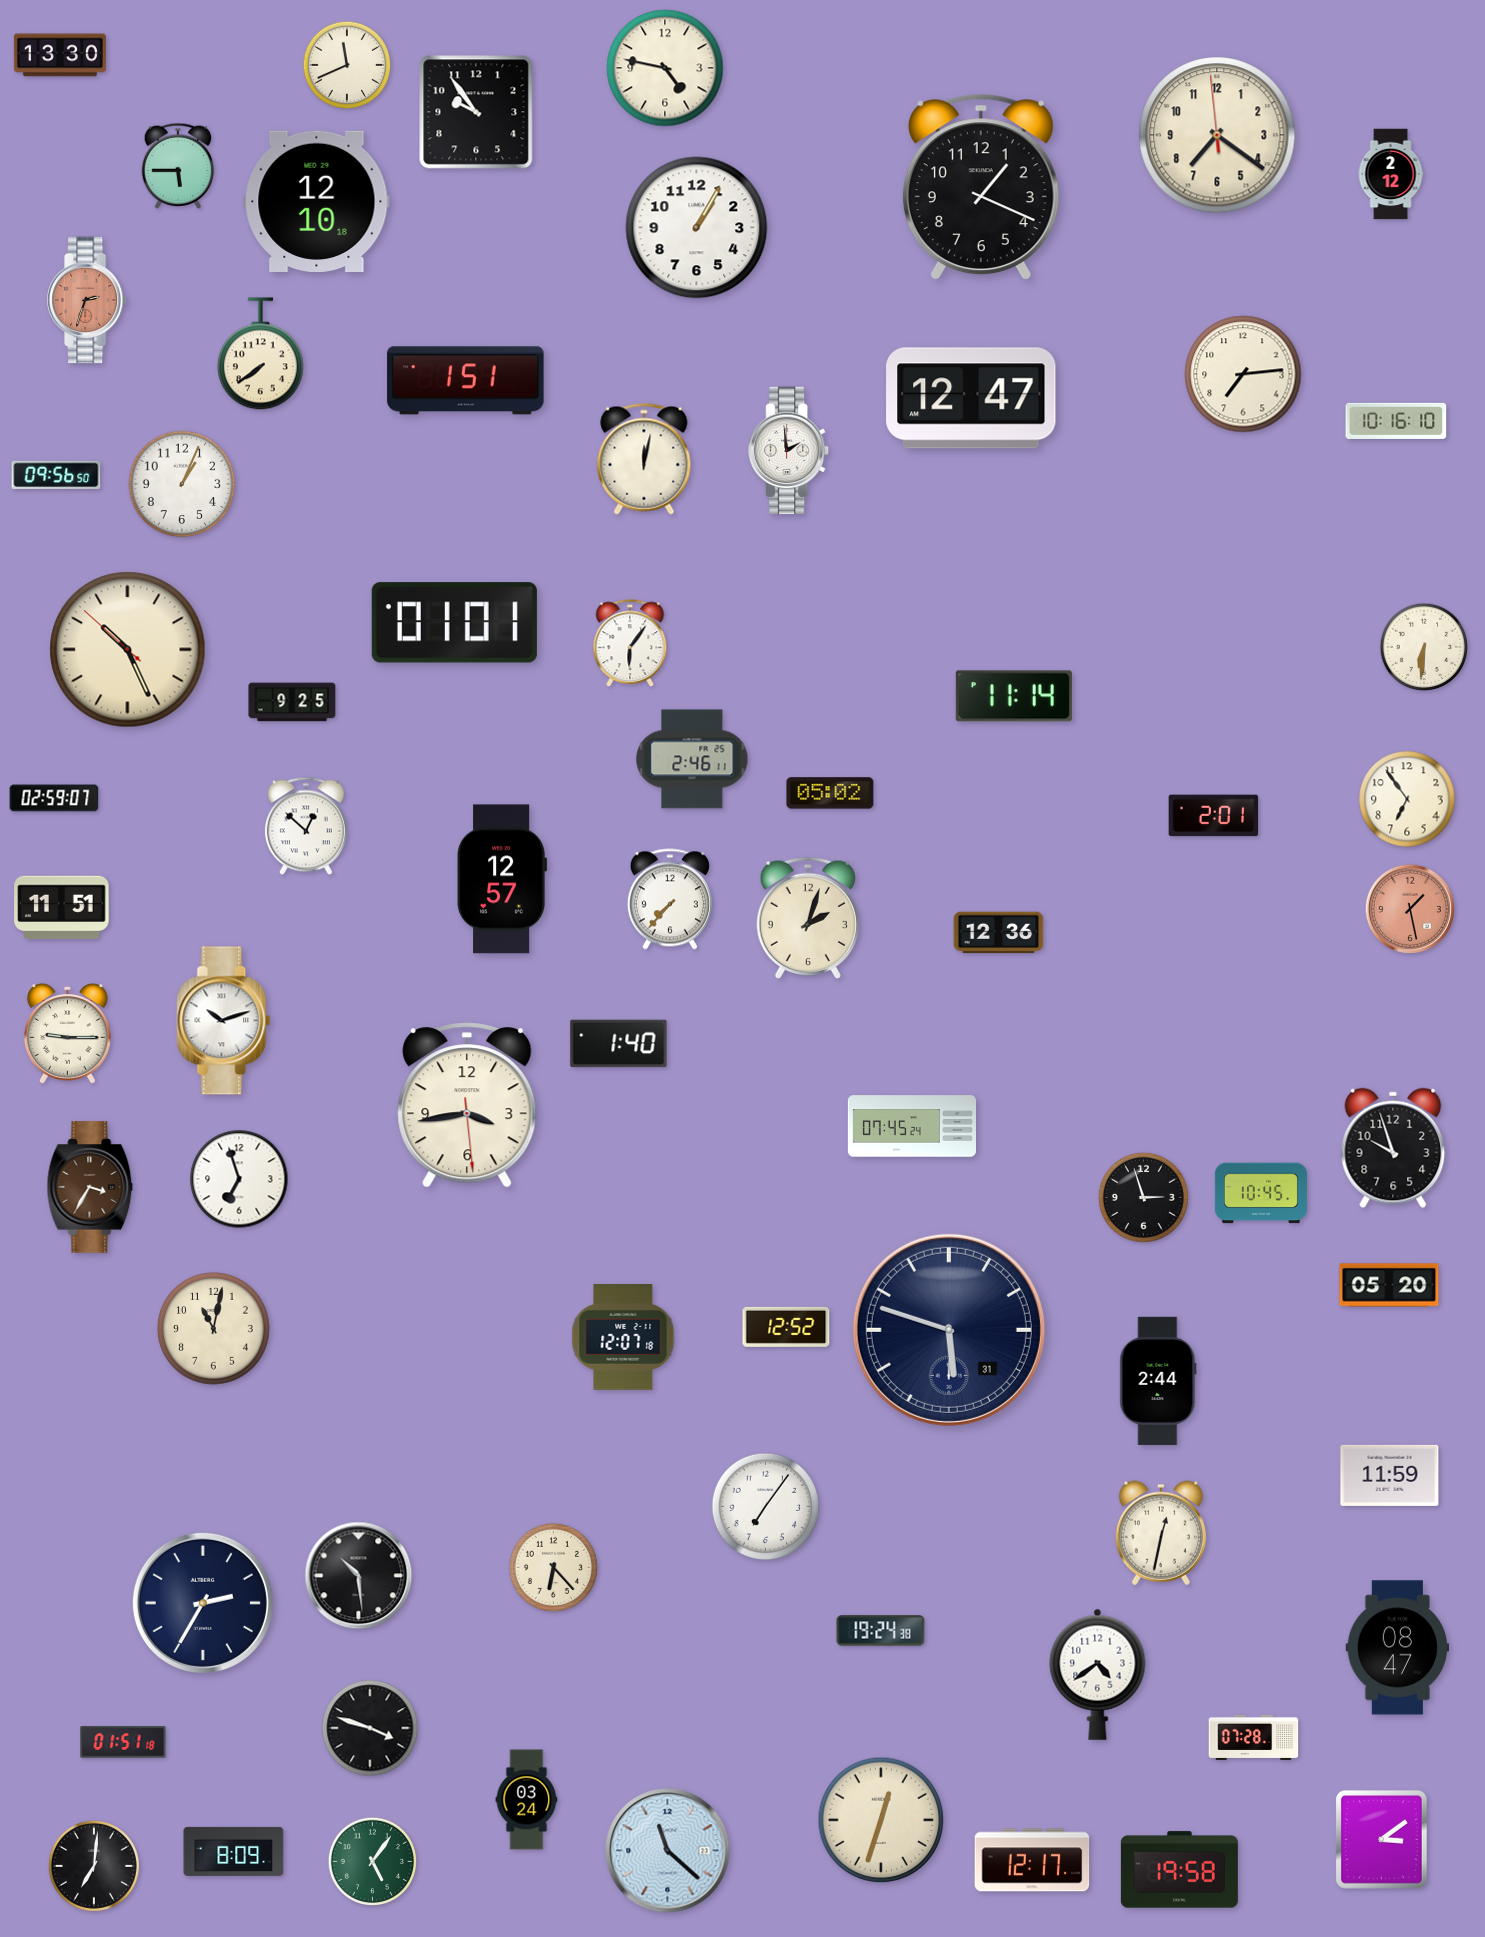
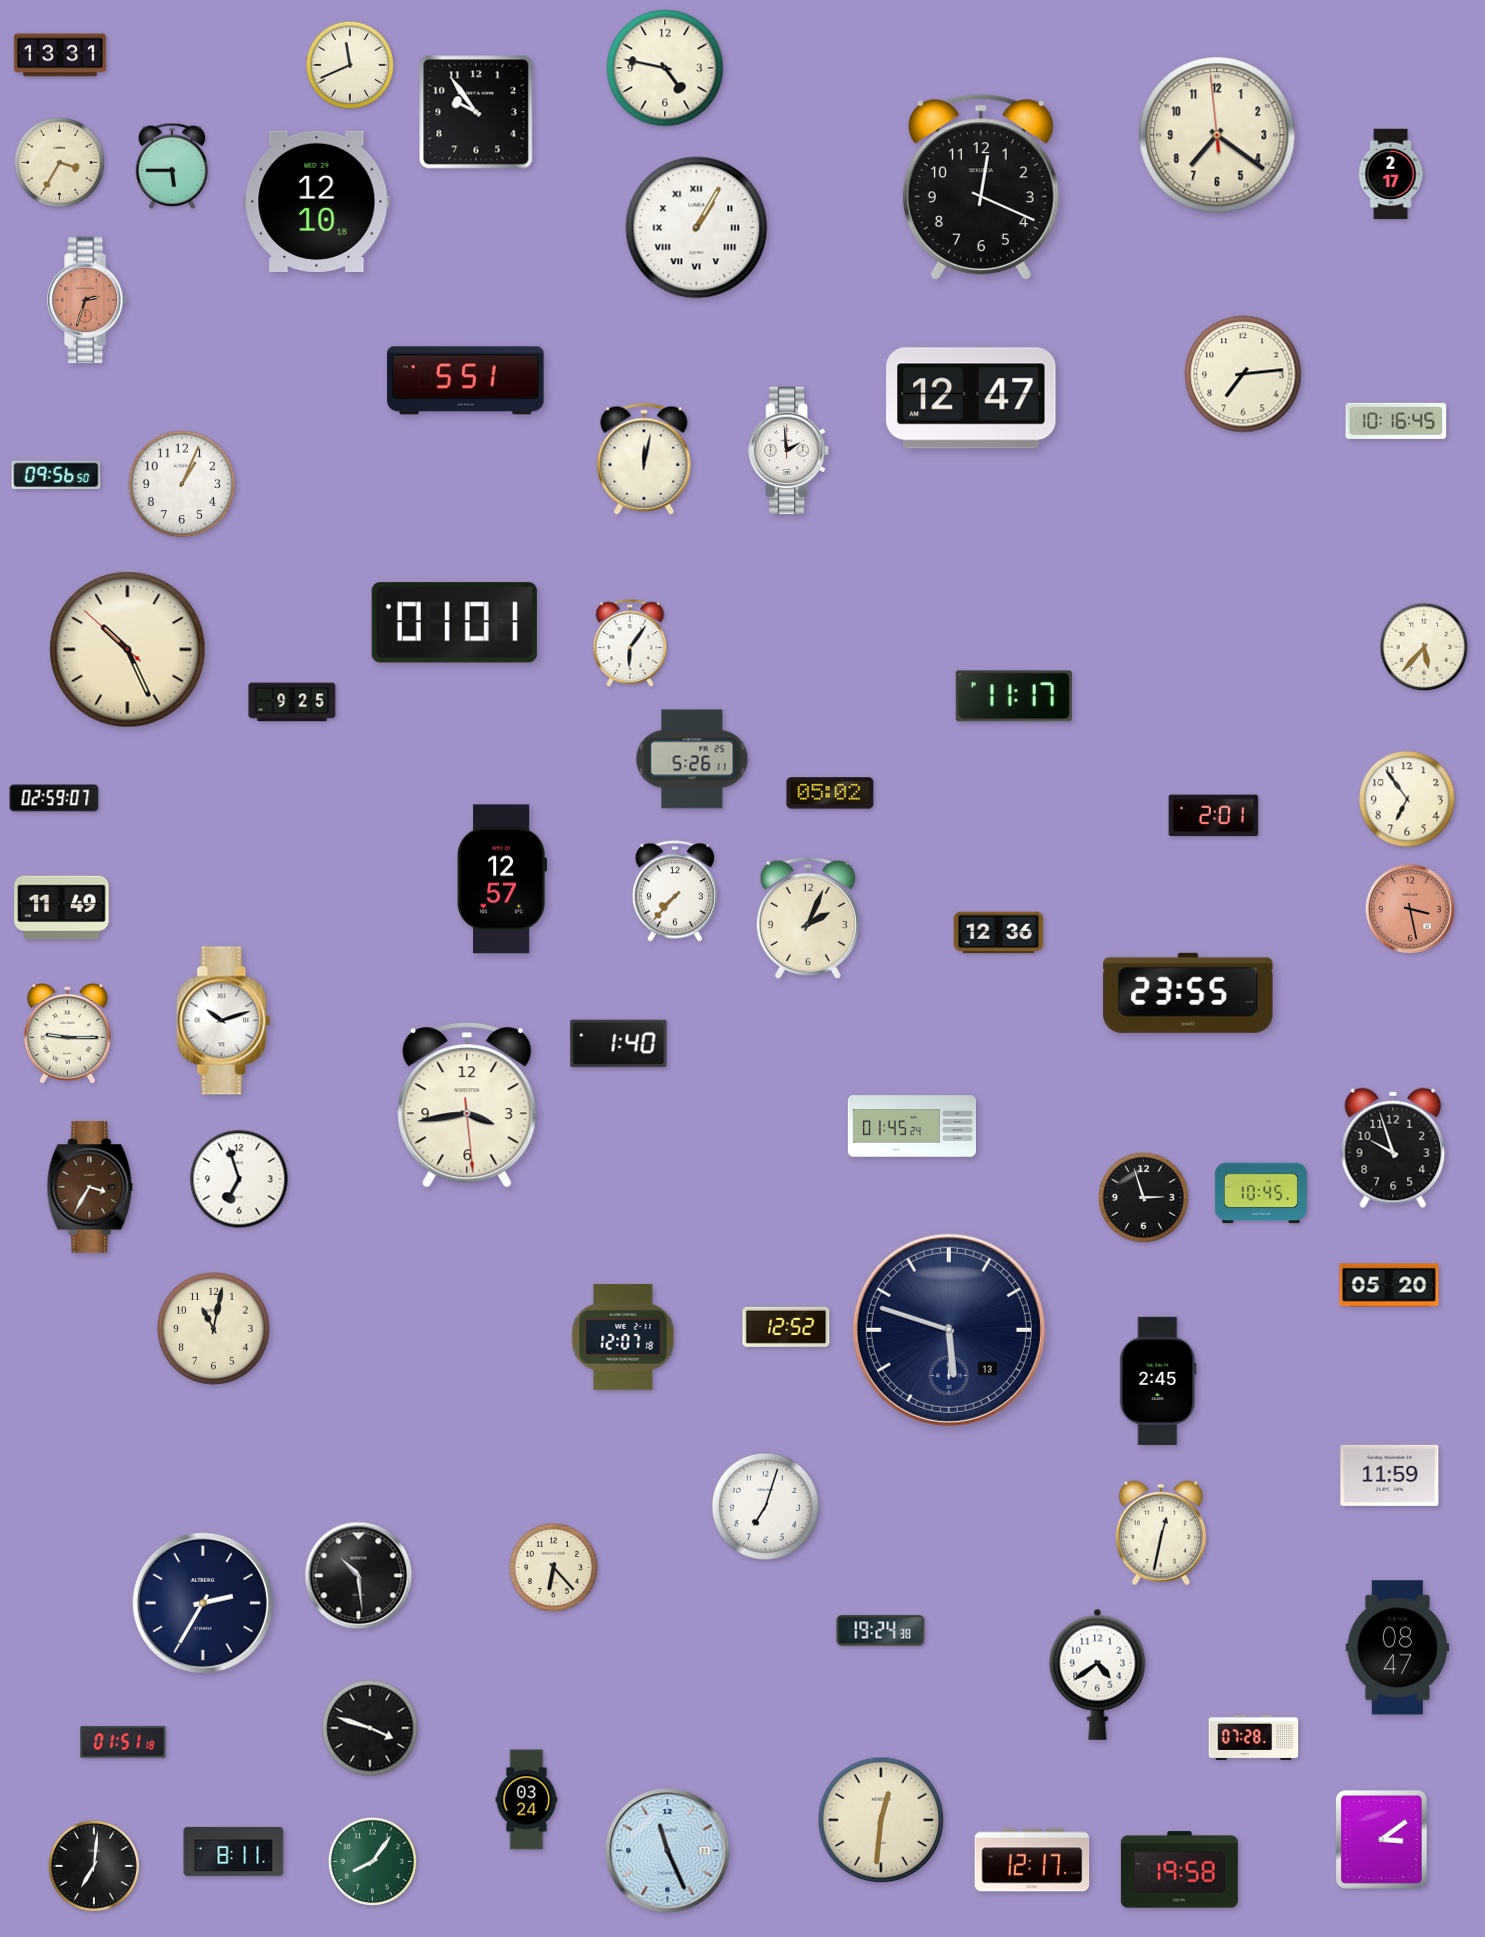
clock at (60, 55): 13:30 -> 13:31
clock at (347, 65) position: (347, 65) -> (350, 65)
clock at (59, 162): none -> 3:35
clock at (178, 166) position: (178, 166) -> (172, 166)
clock at (1391, 174): 2:12 -> 2:17
clock at (981, 187): 1:19 -> 12:19
clock at (697, 228) numerals: Arabic -> Roman
clock at (260, 354): 7:39 -> none
clock at (466, 381): 1:51 -> 5:51
clock at (1396, 421): 10:16:10 -> 10:16:45
clock at (1424, 647): 6:31 -> 5:37
clock at (1014, 696): 11:14 -> 11:17
clock at (692, 759): 2:46 -> 5:26
clock at (306, 826): 12:52 -> none
clock at (670, 899) position: (670, 899) -> (675, 891)
clock at (62, 908): 11:51 -> 11:49
clock at (1410, 909): 1:28 -> 3:28
clock at (807, 918): 2:03 -> 2:04
clock at (1188, 993): none -> 23:55
clock at (911, 1126): 07:45 -> 01:45
clock at (949, 1330) date: 31 -> 13
clock at (1158, 1381): 2:44 -> 2:45
clock at (766, 1507): 7:06 -> 7:03
clock at (881, 1820): 12:33 -> 12:31
clock at (234, 1851): 8:09 -> 8:11
clock at (668, 1851): 11:22 -> 11:26
clock at (372, 1861): 5:06 -> 8:06
